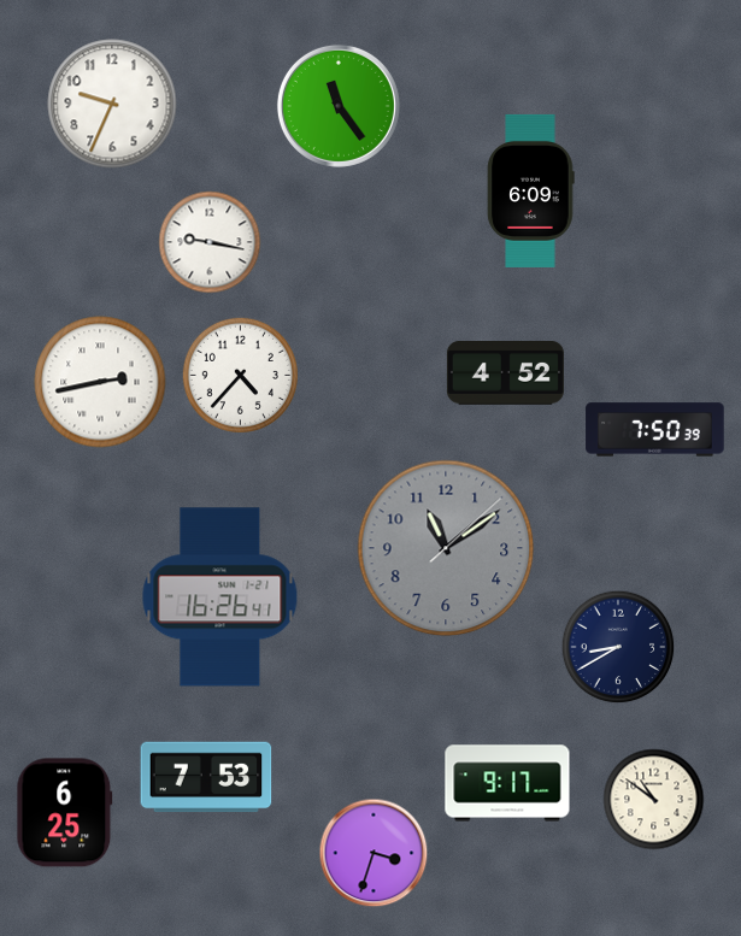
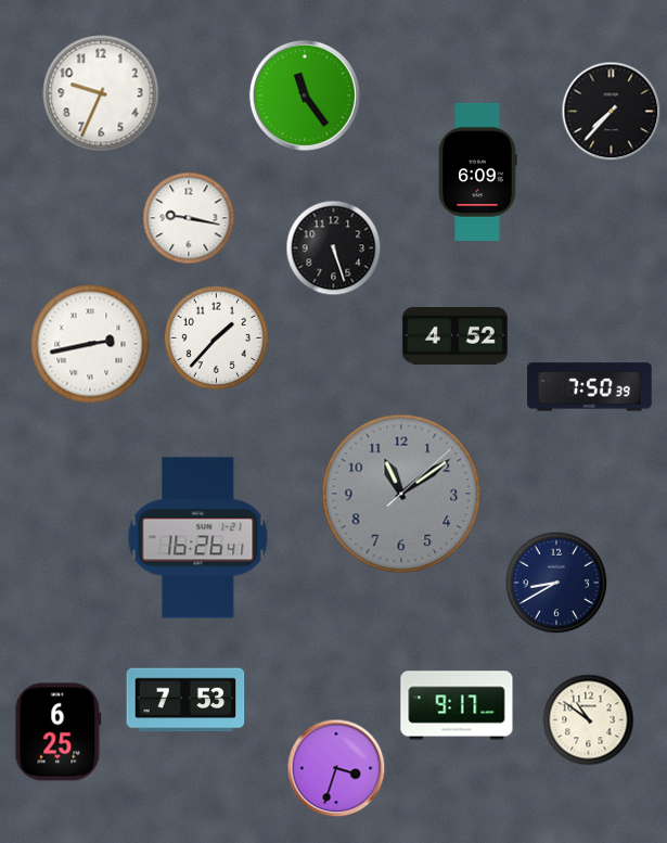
clock at (612, 112): none -> 7:37
clock at (334, 248): none -> 5:27
clock at (240, 375): 4:37 -> 1:37
